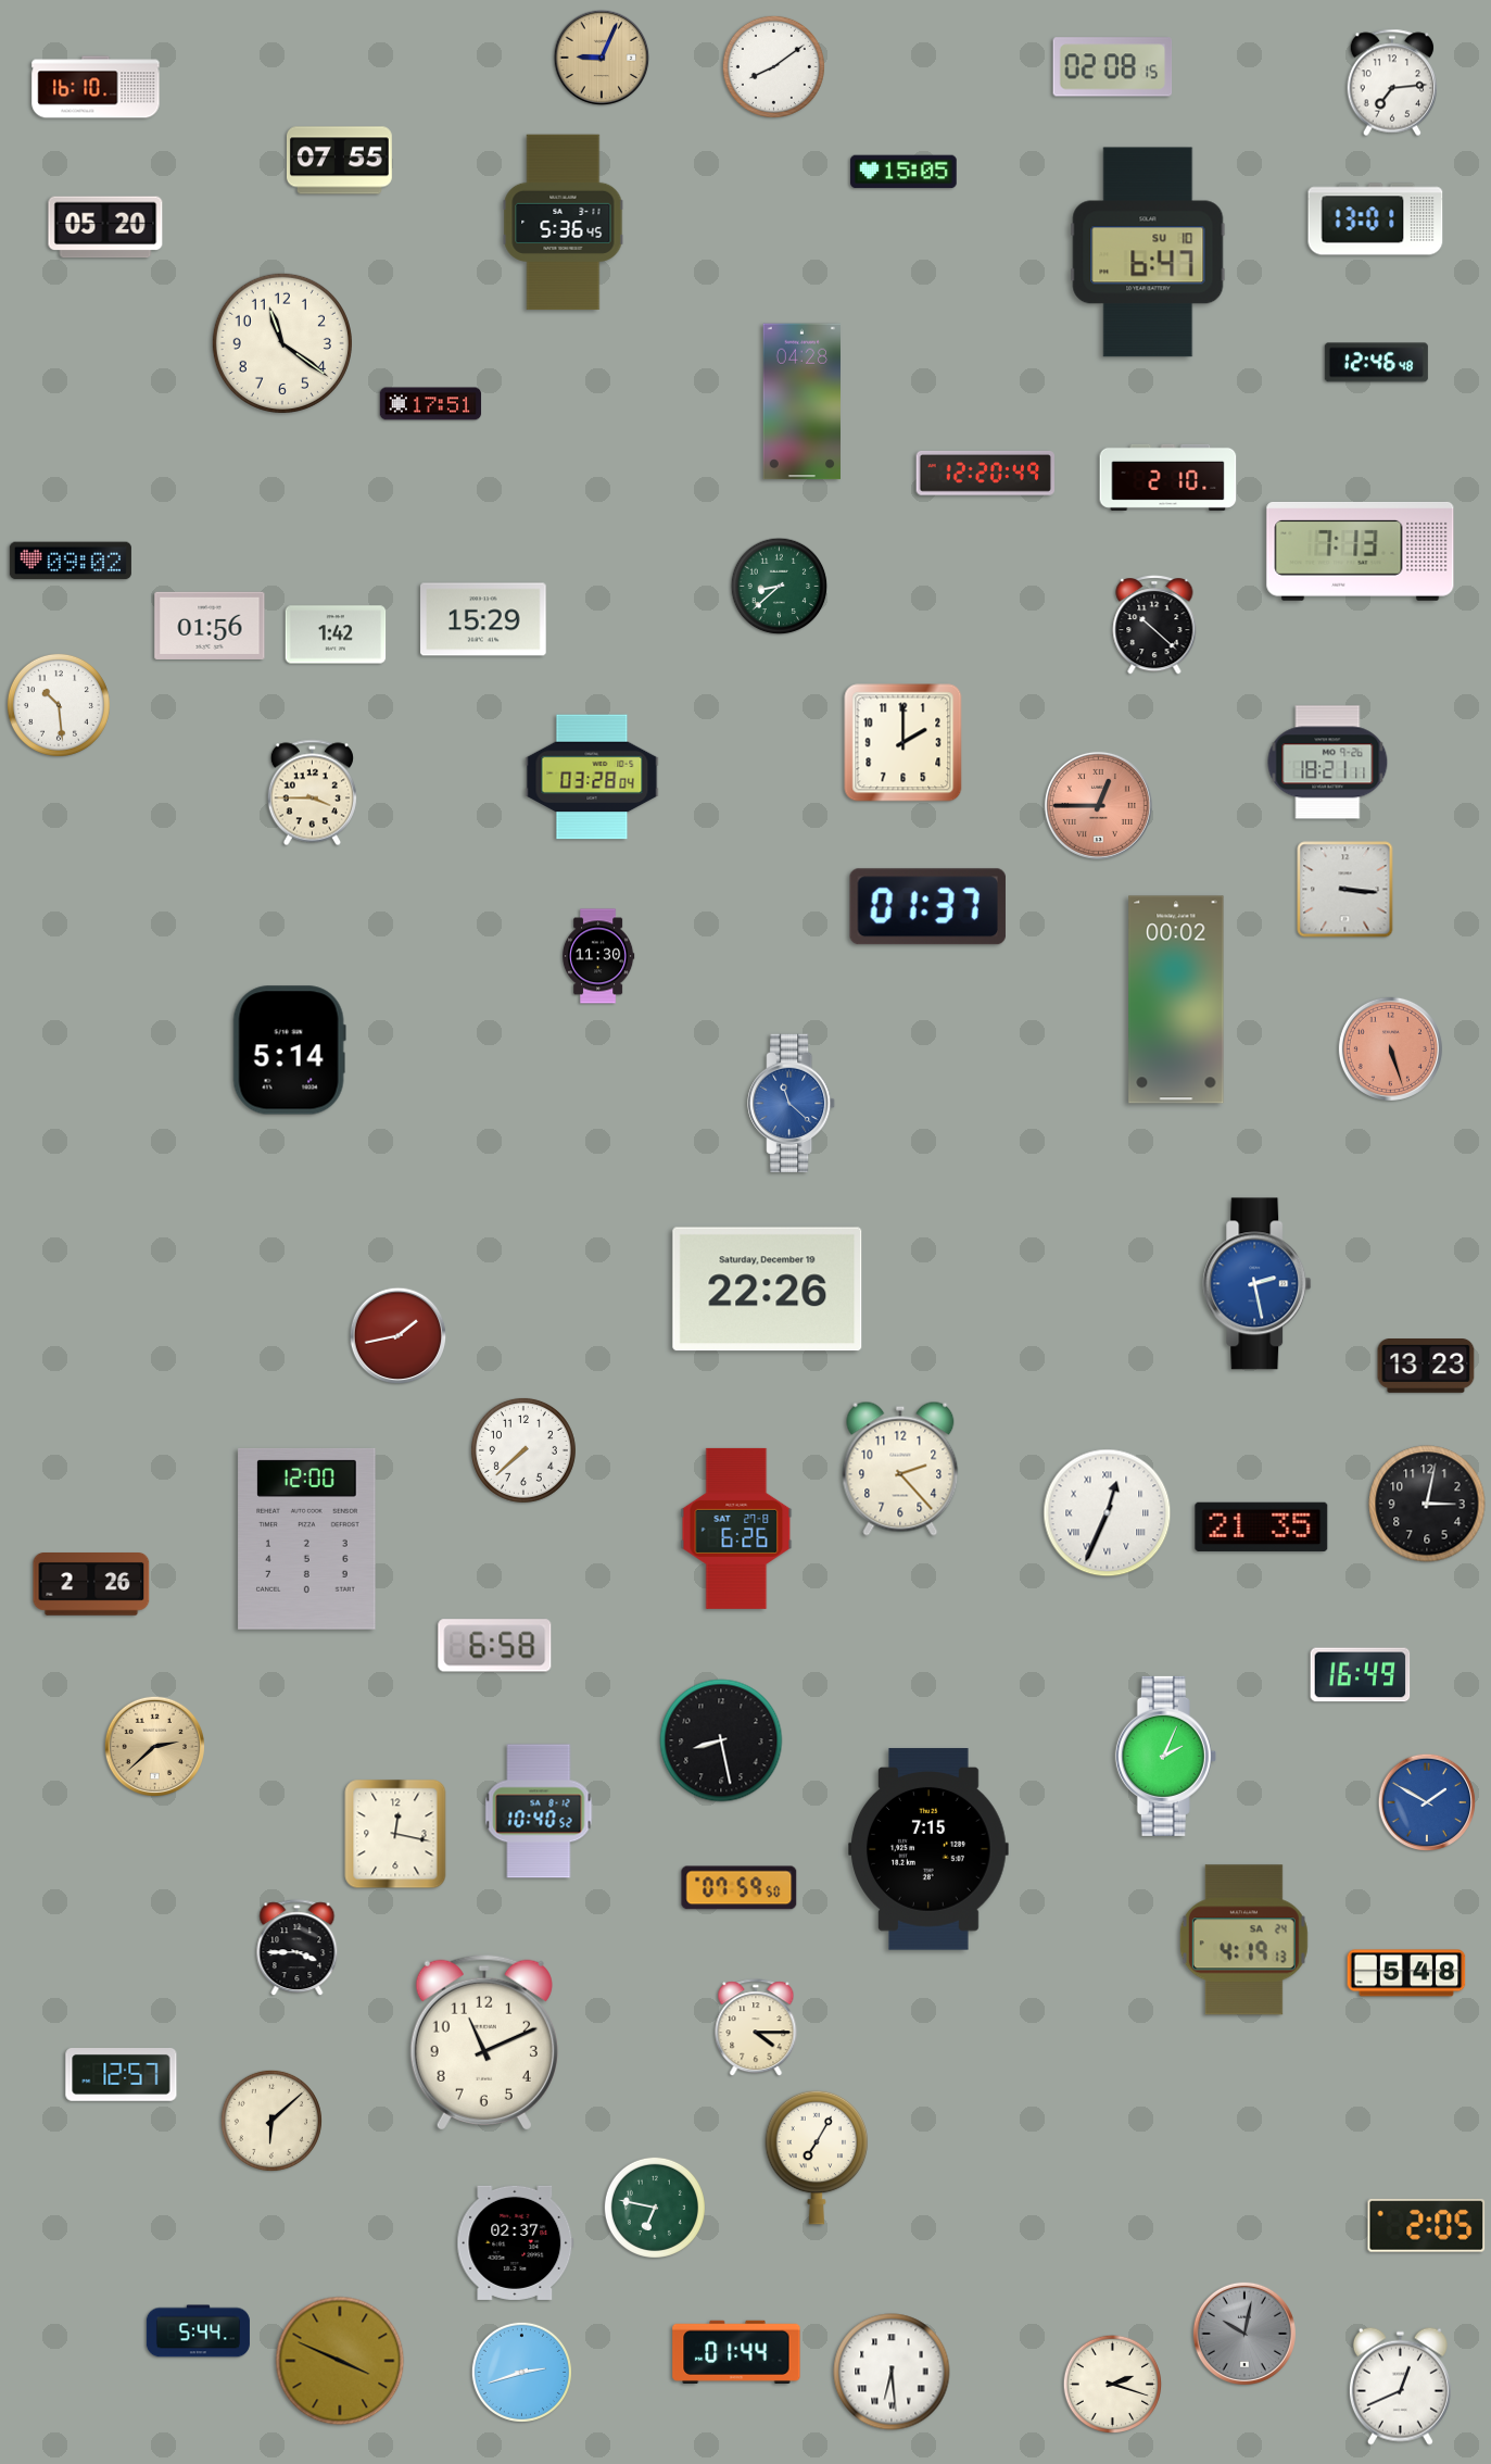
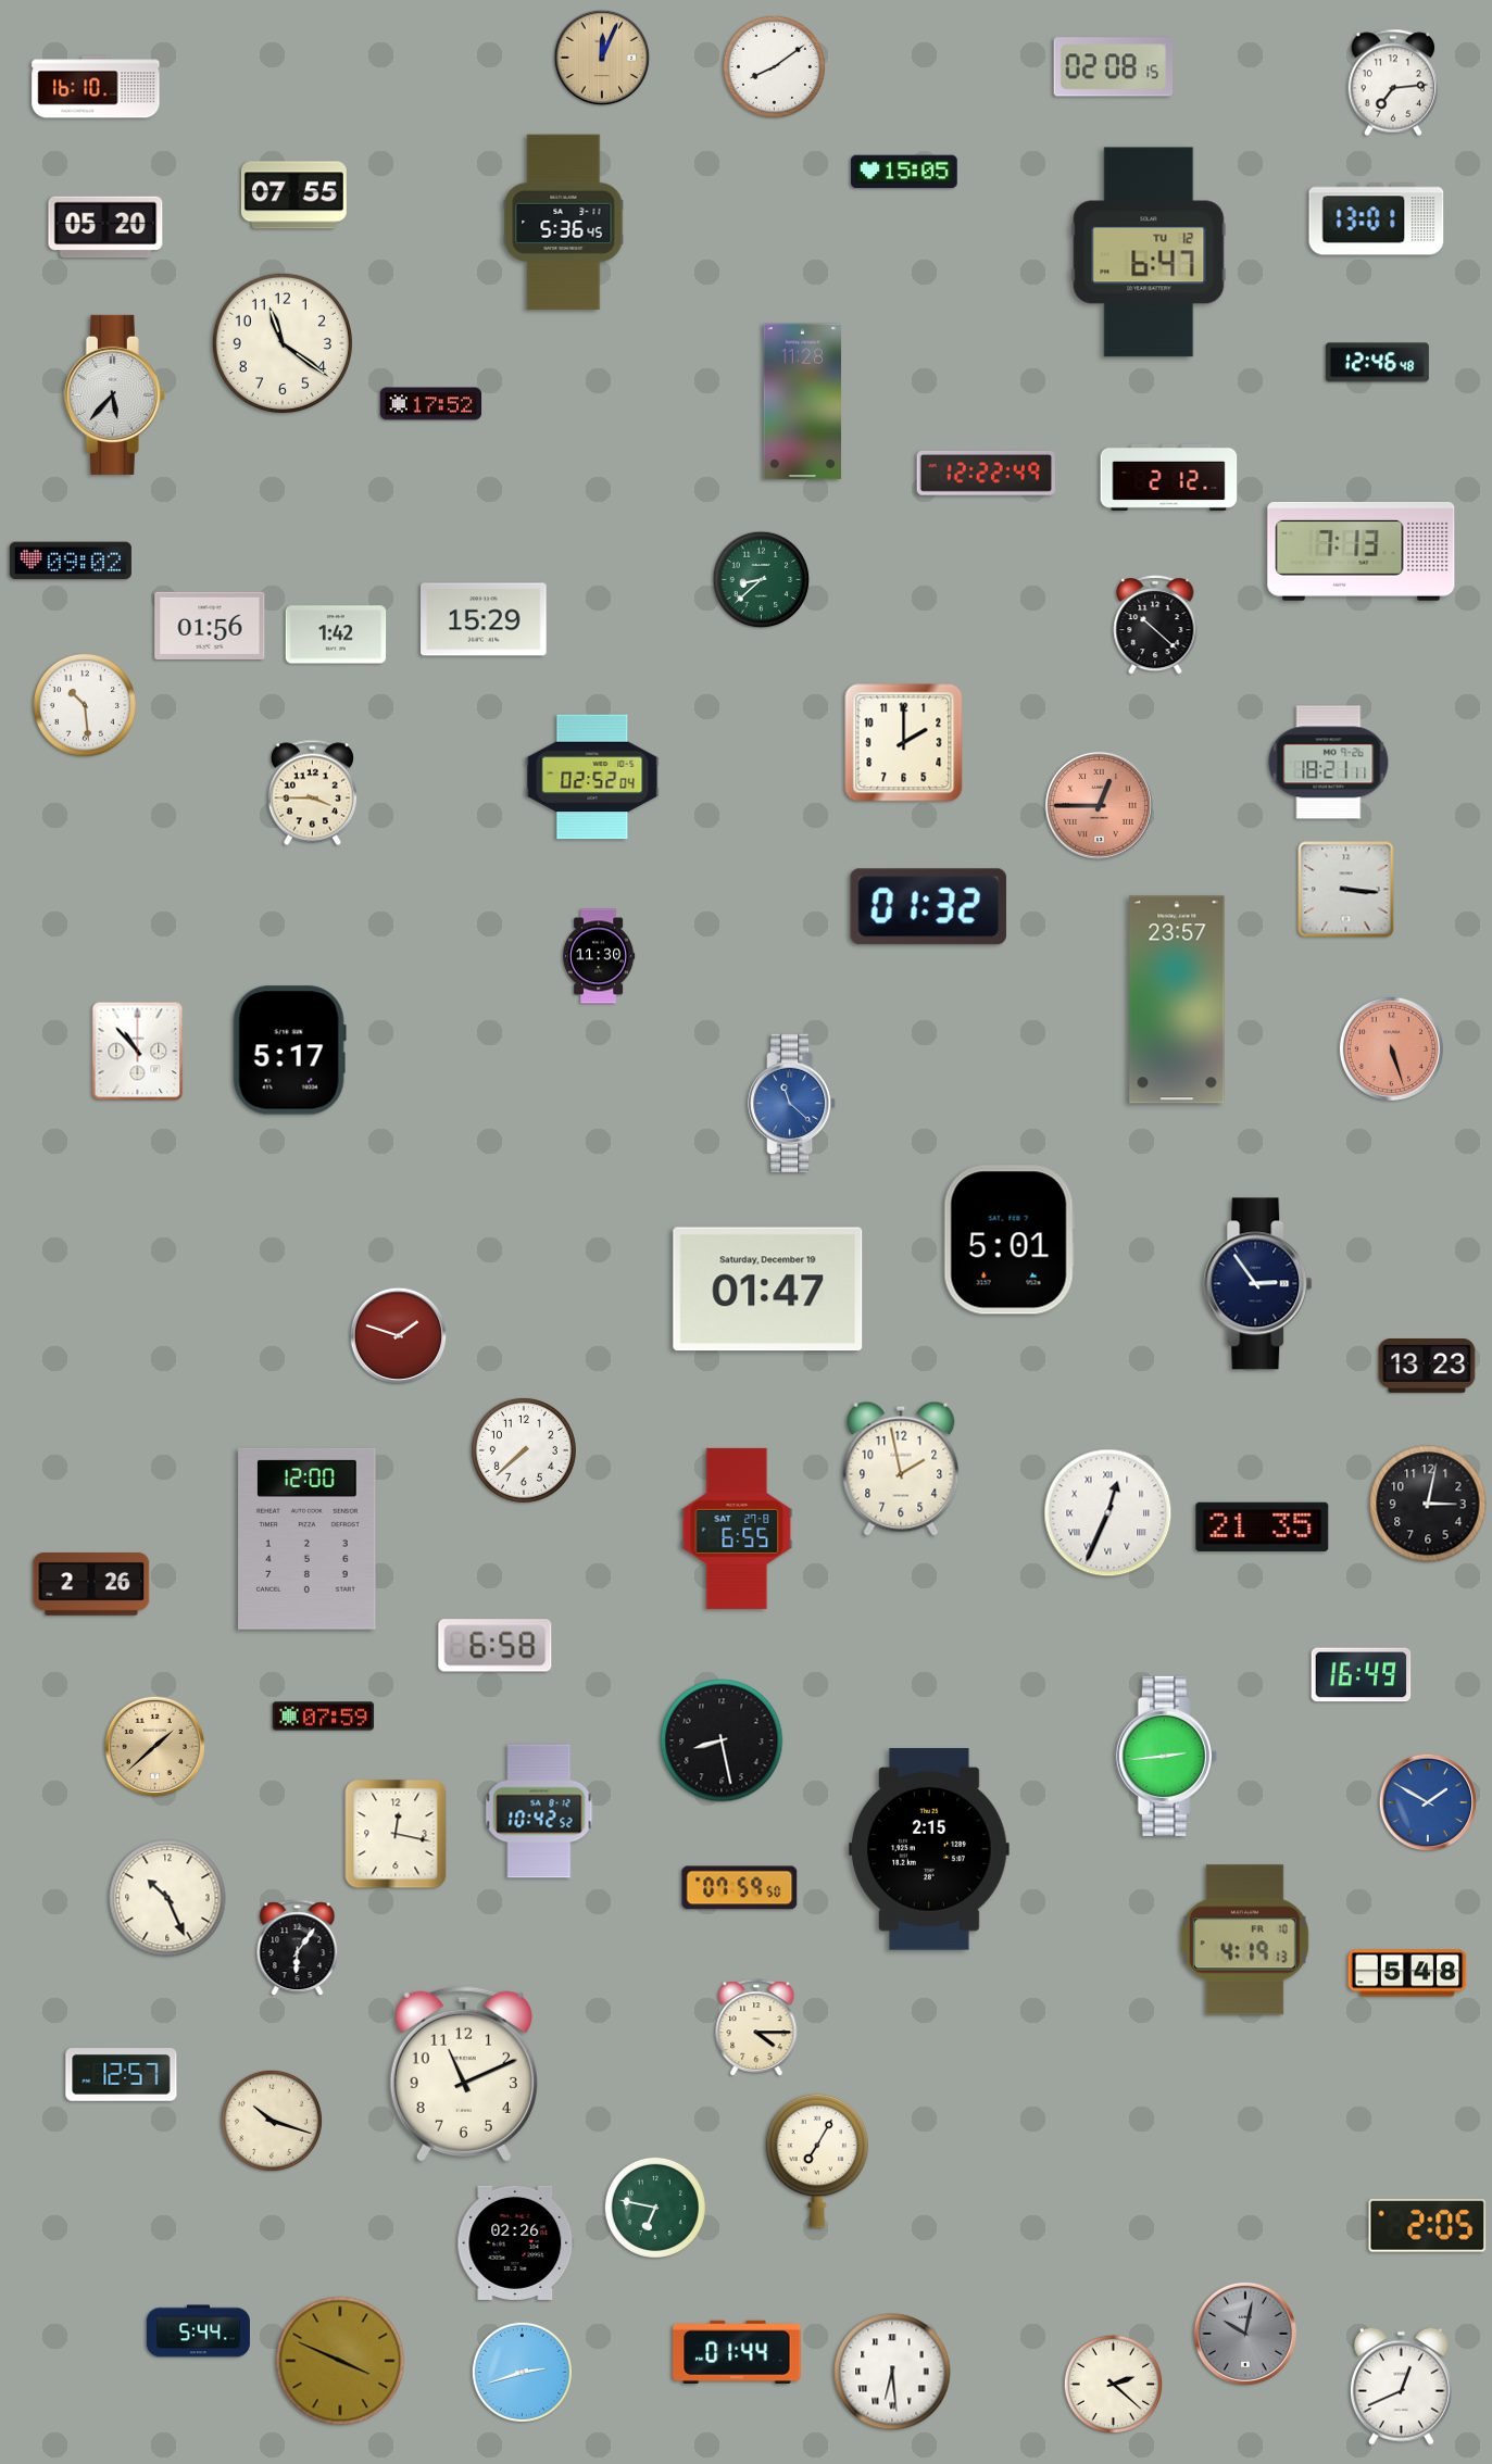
clock at (602, 58): 9:04 -> 12:04
clock at (340, 161) position: (340, 161) -> (294, 196)
clock at (1148, 252) date: SU 10 -> TU 12
clock at (114, 394): none -> 5:37
clock at (801, 402): 04:28 -> 11:28
clock at (431, 404): 17:51 -> 17:52
clock at (985, 474): 12:20 -> 12:22
clock at (1168, 477): 2:10 -> 2:12
clock at (780, 587) position: (780, 587) -> (762, 580)
clock at (59, 705) position: (59, 705) -> (85, 705)
clock at (592, 777): 03:28 -> 02:52
clock at (927, 907): 01:37 -> 01:32
clock at (1176, 1000): 00:02 -> 23:57
clock at (289, 1051): 5:14 -> 5:17
clock at (138, 1052): none -> 10:53
clock at (1010, 1240): none -> 5:01
clock at (1258, 1284): 2:28 -> 2:54
clock at (1258, 1284) dial: blue -> navy
clock at (768, 1290): 22:26 -> 01:47
clock at (399, 1336): 1:43 -> 1:48
clock at (900, 1469): 2:23 -> 1:58
clock at (736, 1529): 6:26 -> 6:55
clock at (324, 1717): none -> 07:59
clock at (154, 1746): 2:38 -> 1:38
clock at (1165, 1756): 2:04 -> 2:44
clock at (539, 1811): 10:40 -> 10:42
clock at (930, 1849): 7:15 -> 2:15
clock at (167, 1898): none -> 10:26
clock at (1243, 1940) date: SA 24 -> FR 10
clock at (298, 1948): 3:45 -> 6:06
clock at (484, 2042) position: (484, 2042) -> (464, 2074)
clock at (271, 2121): 6:08 -> 10:18
clock at (817, 2158) position: (817, 2158) -> (817, 2161)
clock at (516, 2242): 02:37 -> 02:26
clock at (1113, 2385): 2:18 -> 2:22
